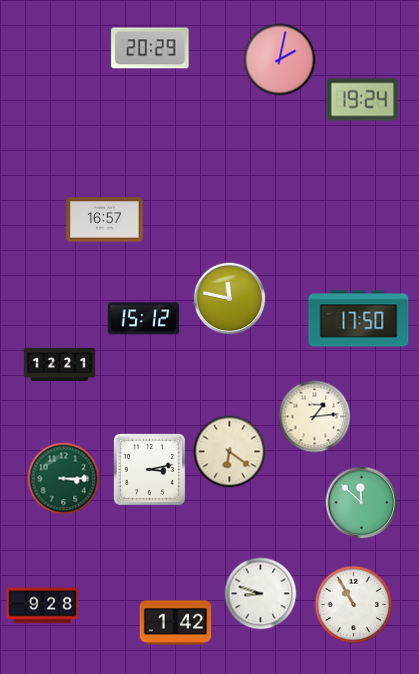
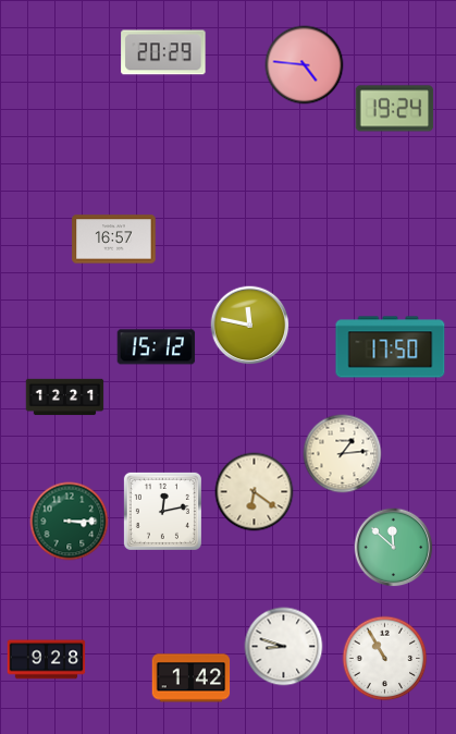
clock at (280, 60): 2:02 -> 4:46
clock at (230, 452) position: (230, 452) -> (255, 492)
clock at (149, 469): 3:13 -> 12:13
